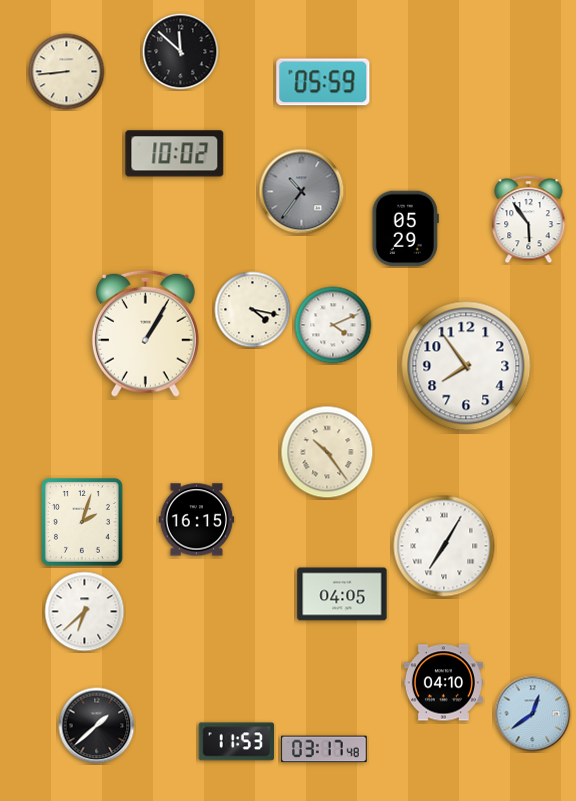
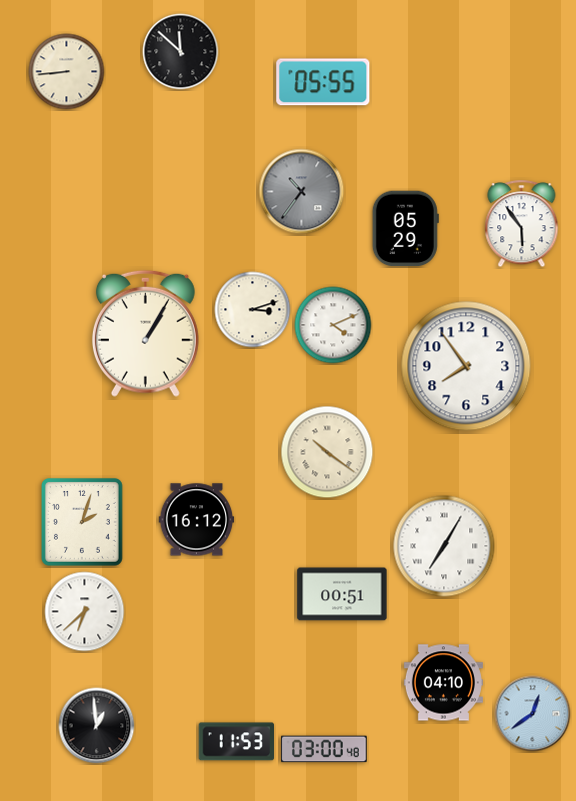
clock at (323, 82): 05:59 -> 05:55
clock at (175, 154): 10:02 -> none
clock at (529, 220) position: (529, 220) -> (522, 224)
clock at (253, 310): 4:17 -> 3:12
clock at (327, 452): 10:24 -> 10:21
clock at (197, 520): 16:15 -> 16:12
clock at (342, 594): 04:05 -> 00:51
clock at (97, 726): 1:38 -> 12:59
clock at (324, 749): 03:17 -> 03:00
